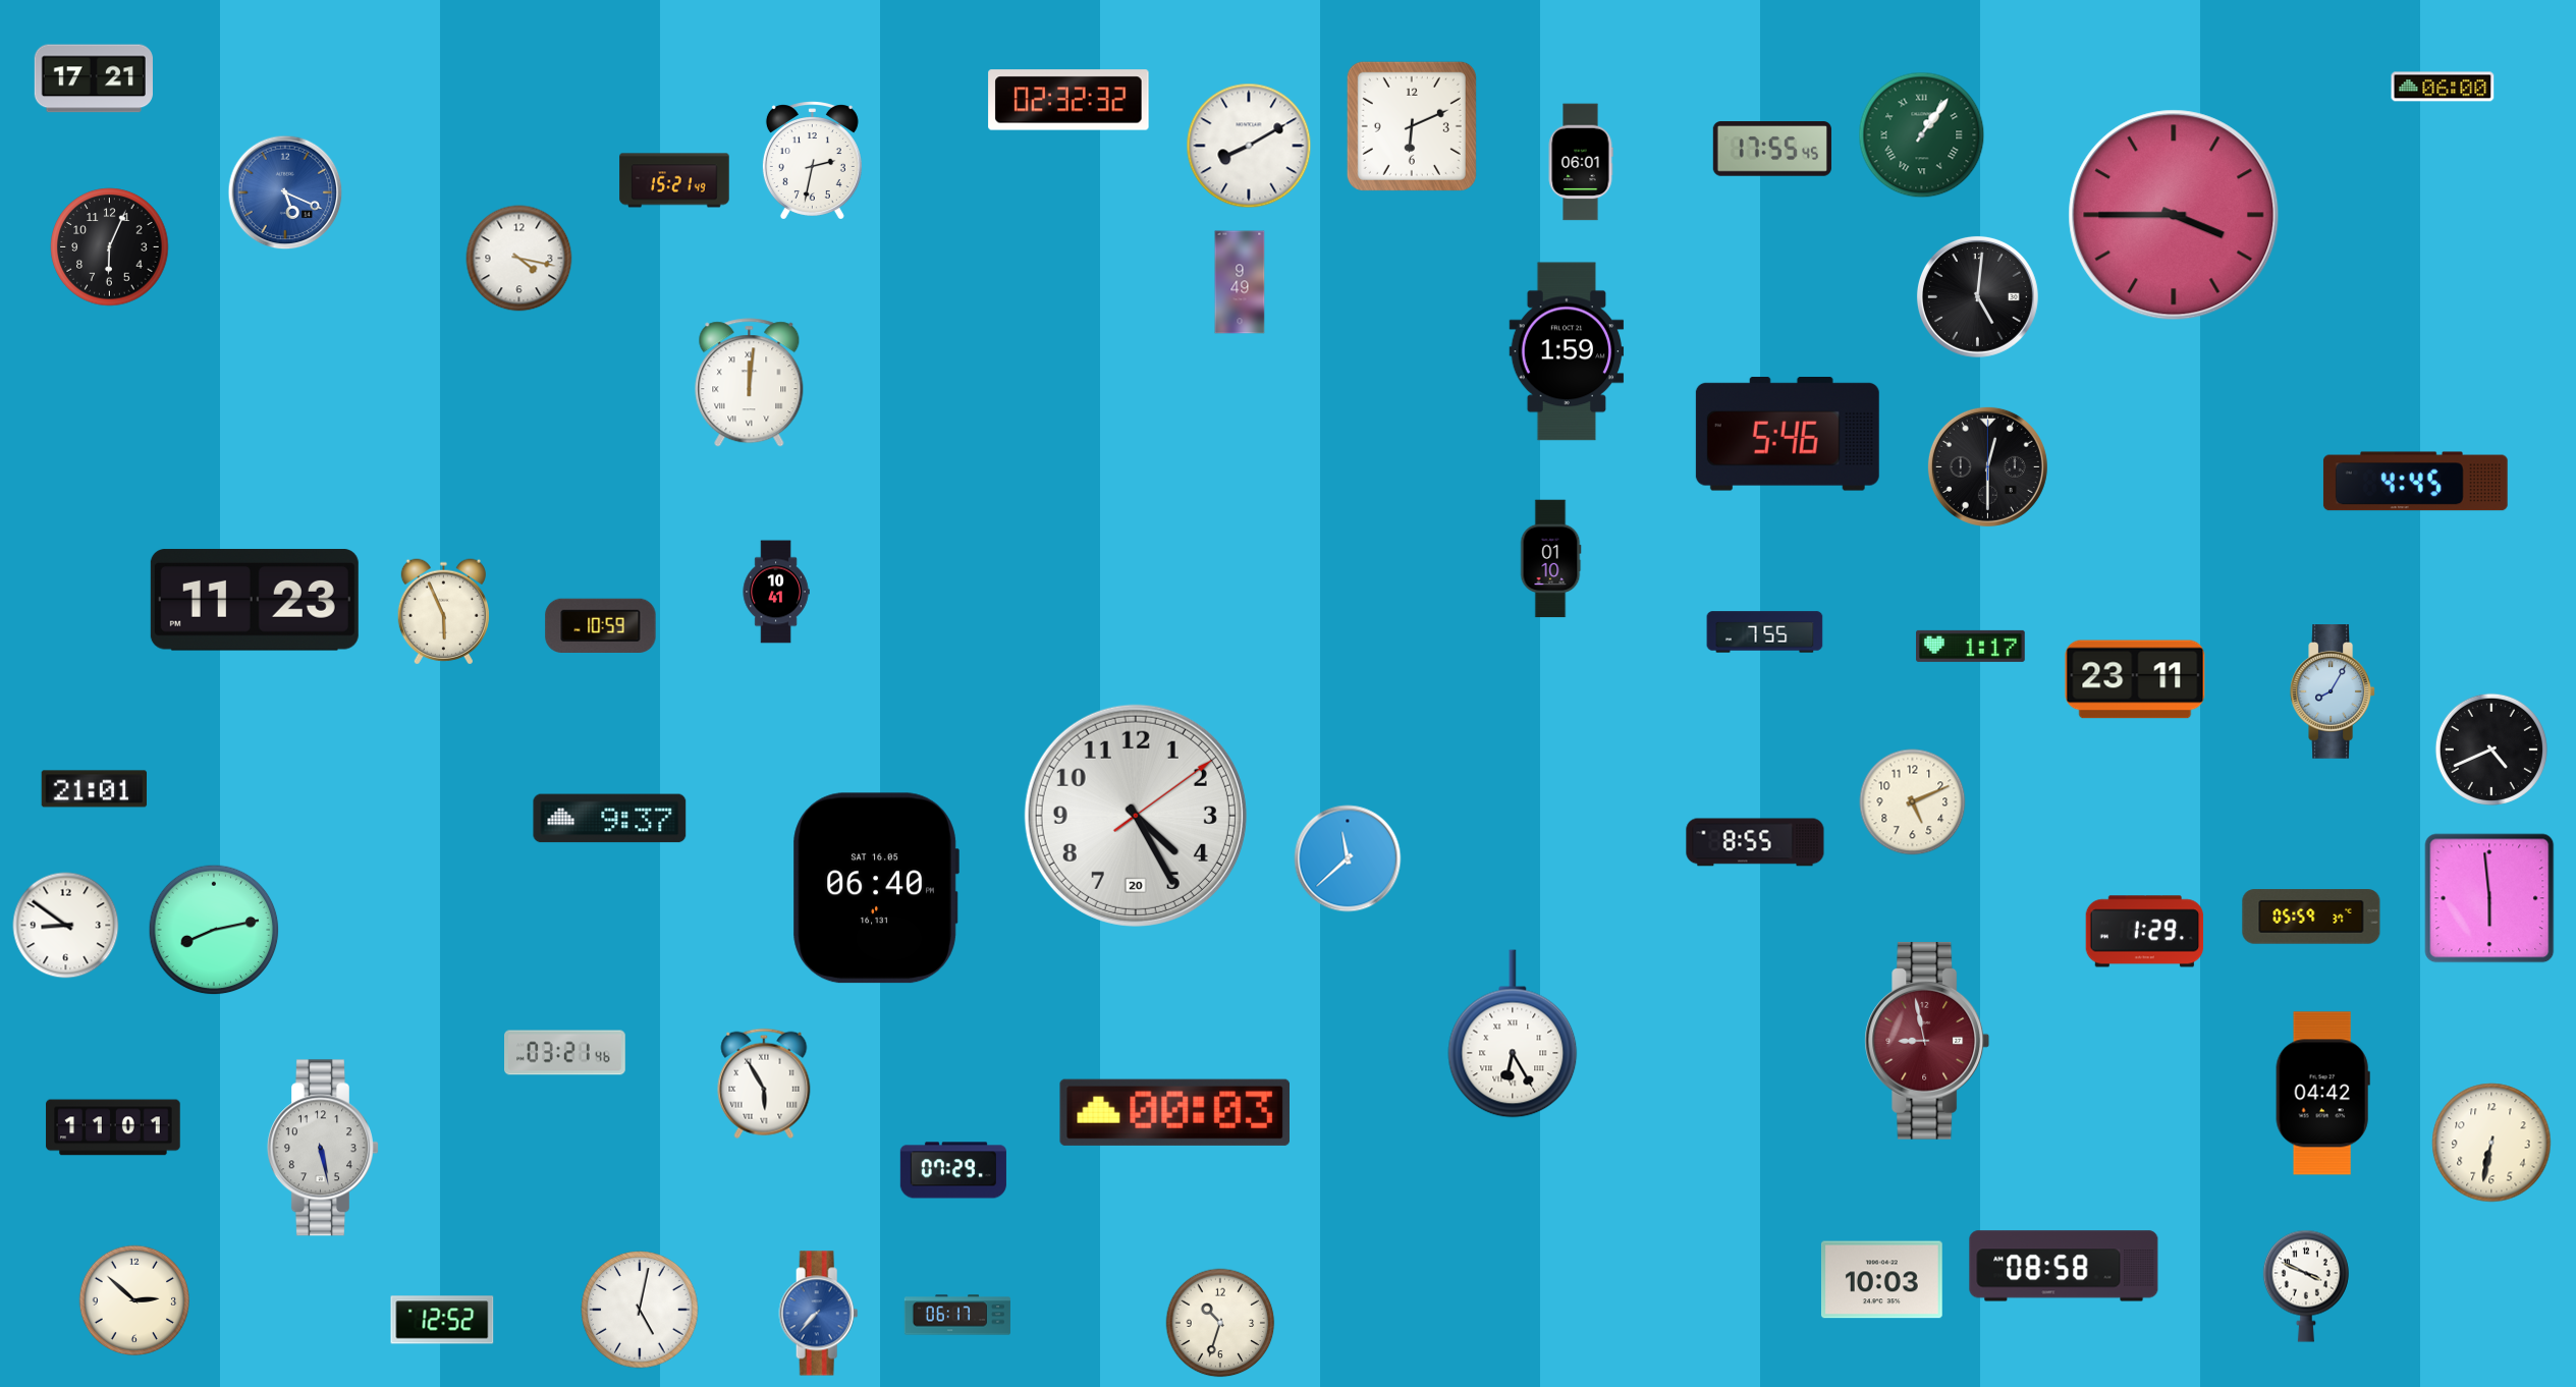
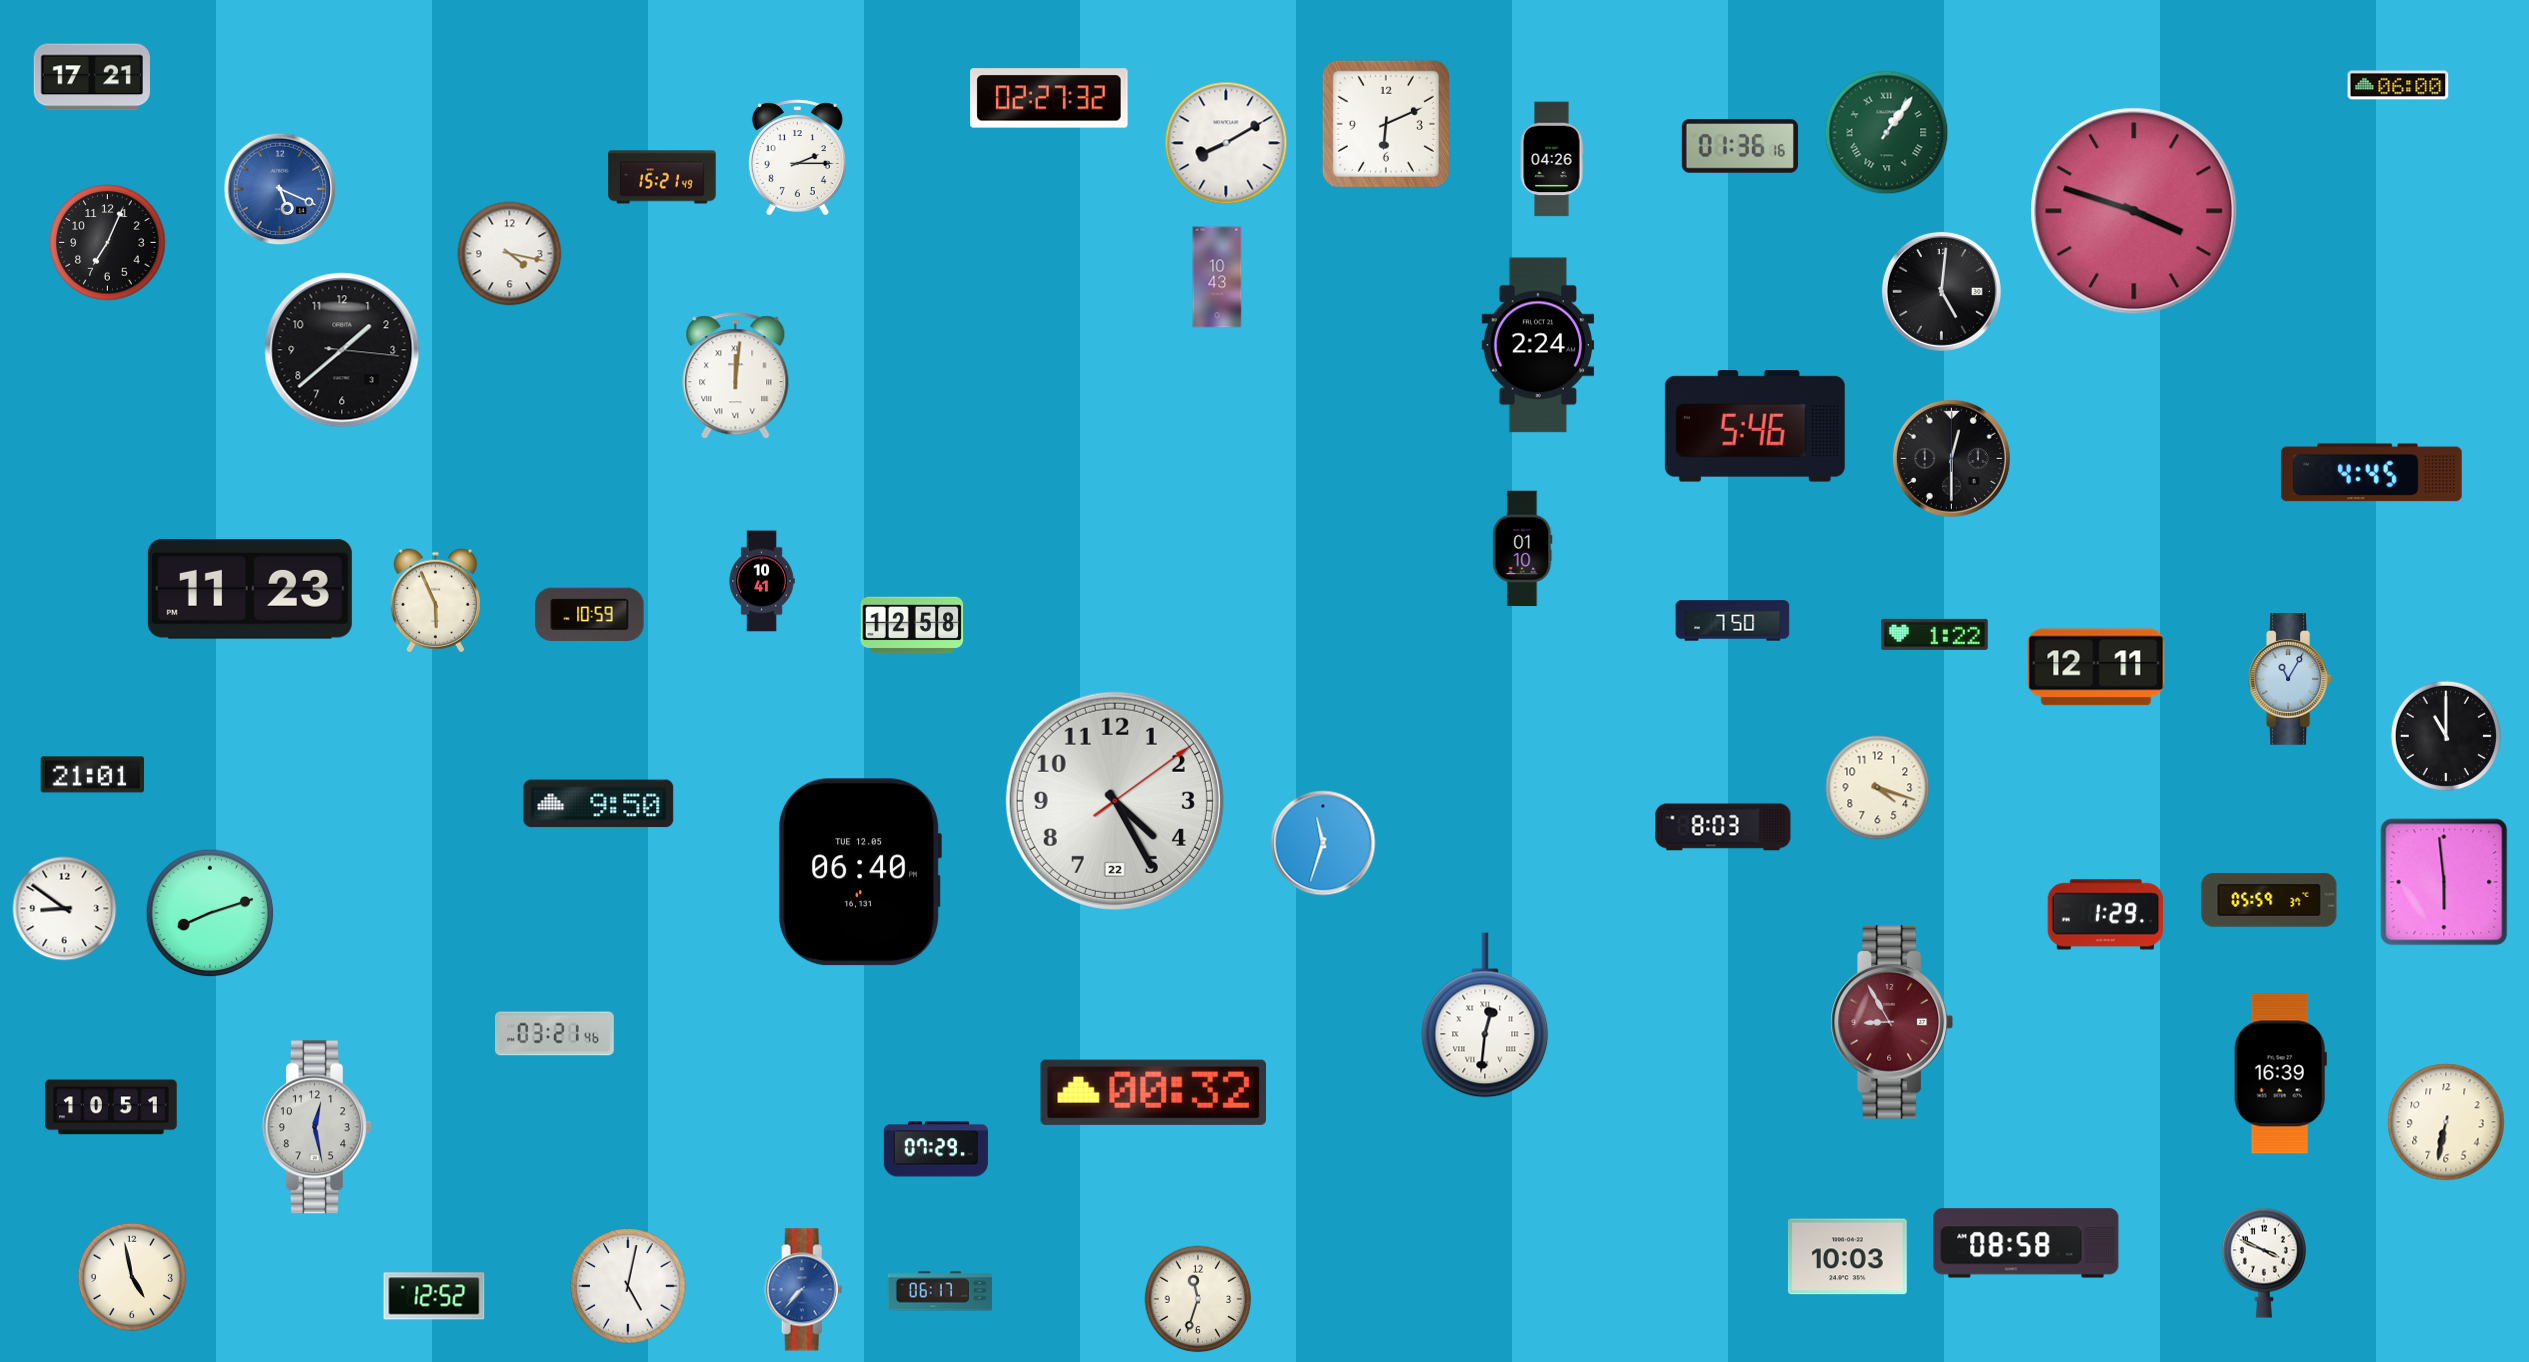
clock at (1068, 100): 02:32 -> 02:27
clock at (1772, 149): 17:55 -> 01:36
clock at (812, 161): 2:32 -> 2:15
clock at (1581, 162): 06:01 -> 04:26
clock at (2174, 215): 3:45 -> 3:48
clock at (110, 247): 6:04 -> 7:04
clock at (1240, 282): 9:49 -> 10:43
clock at (1567, 351): 1:59 -> 2:24
clock at (342, 350): none -> 1:38
clock at (1765, 632): 7:55 -> 7:50
clock at (912, 625): none -> 12:58
clock at (1971, 646): 1:17 -> 1:22
clock at (2135, 679): 23:11 -> 12:11
clock at (2333, 691): 8:05 -> 11:05
clock at (2491, 750): 4:41 -> 11:00
clock at (1913, 802): 5:11 -> 4:18
clock at (1136, 816) date: 20 -> 22
clock at (610, 819): 9:37 -> 9:50
clock at (1755, 842): 8:55 -> 8:03
clock at (1348, 858): 11:38 -> 11:33
clock at (876, 888) date: SAT 16.05 -> TUE 12.05
clock at (214, 930): 8:13 -> 8:12
clock at (1513, 1034): 6:25 -> 12:31
clock at (1927, 1041): 8:58 -> 8:55
clock at (764, 1084): 5:55 -> none
clock at (2322, 1094): 04:42 -> 16:39
clock at (1174, 1112): 00:03 -> 00:32
clock at (113, 1127): 11:01 -> 10:51
clock at (323, 1148): 5:28 -> 12:28
clock at (134, 1300): 2:52 -> 4:58
clock at (1220, 1323): 10:33 -> 11:33
